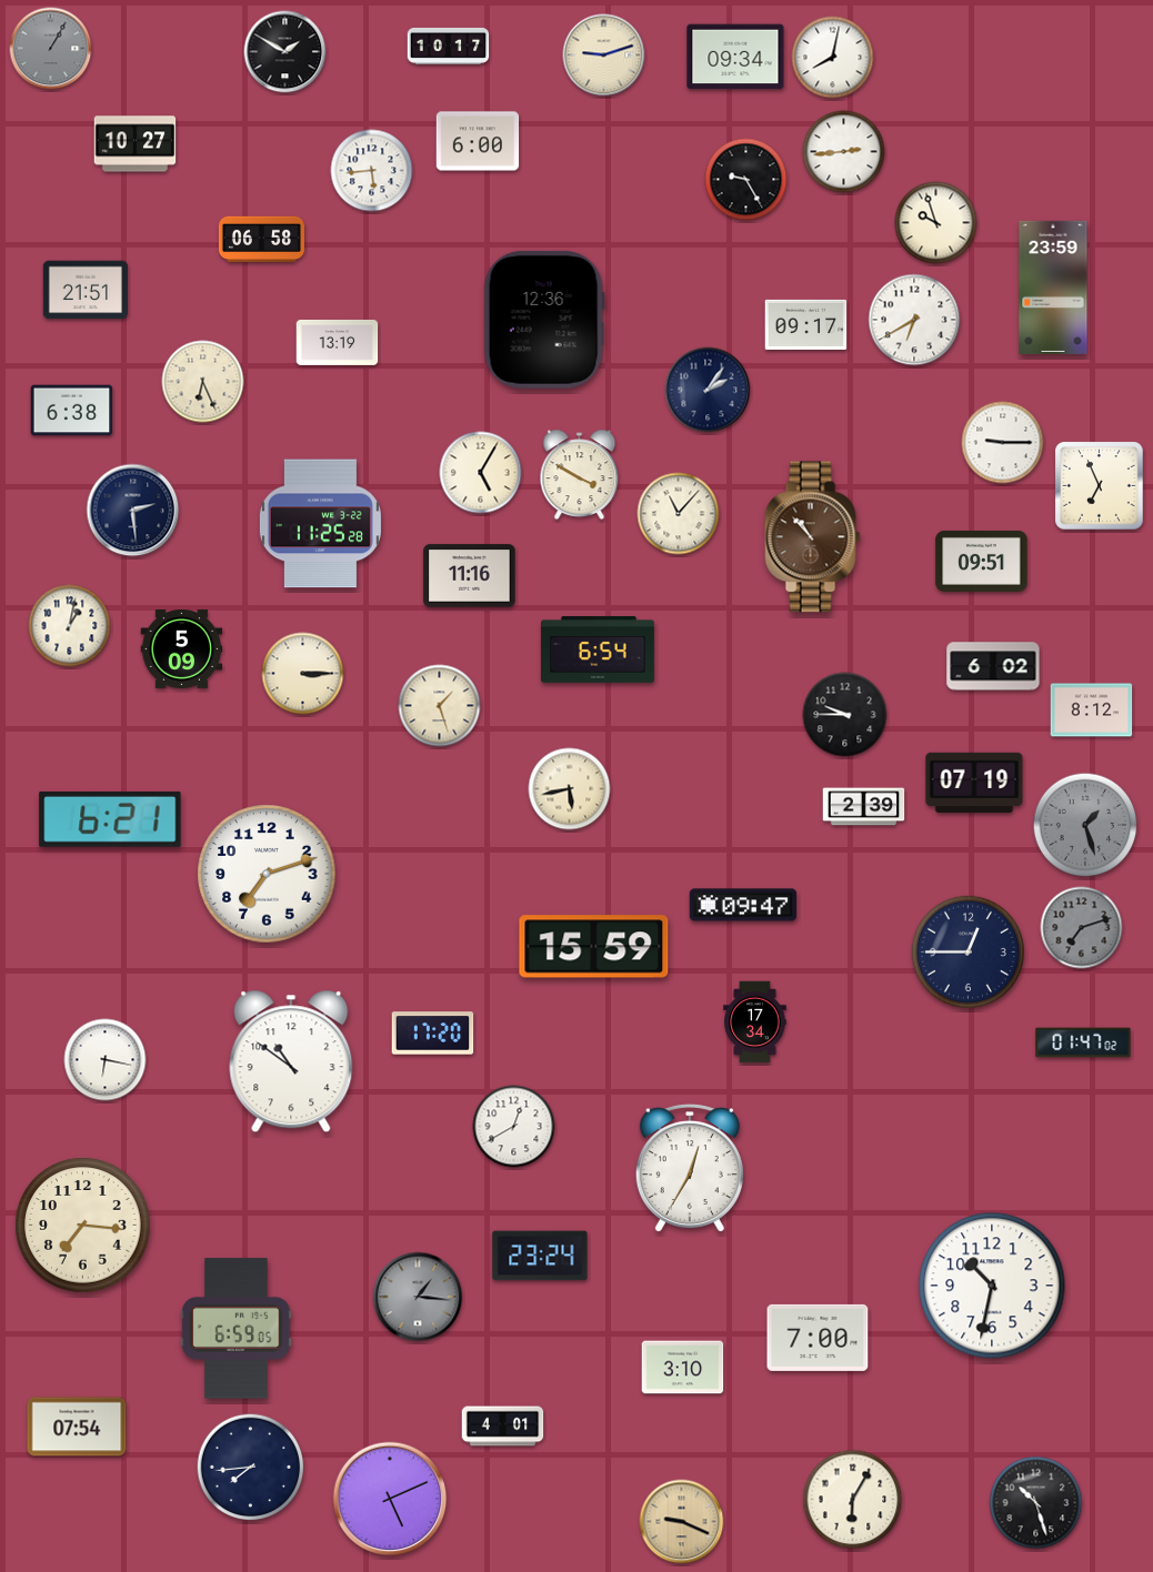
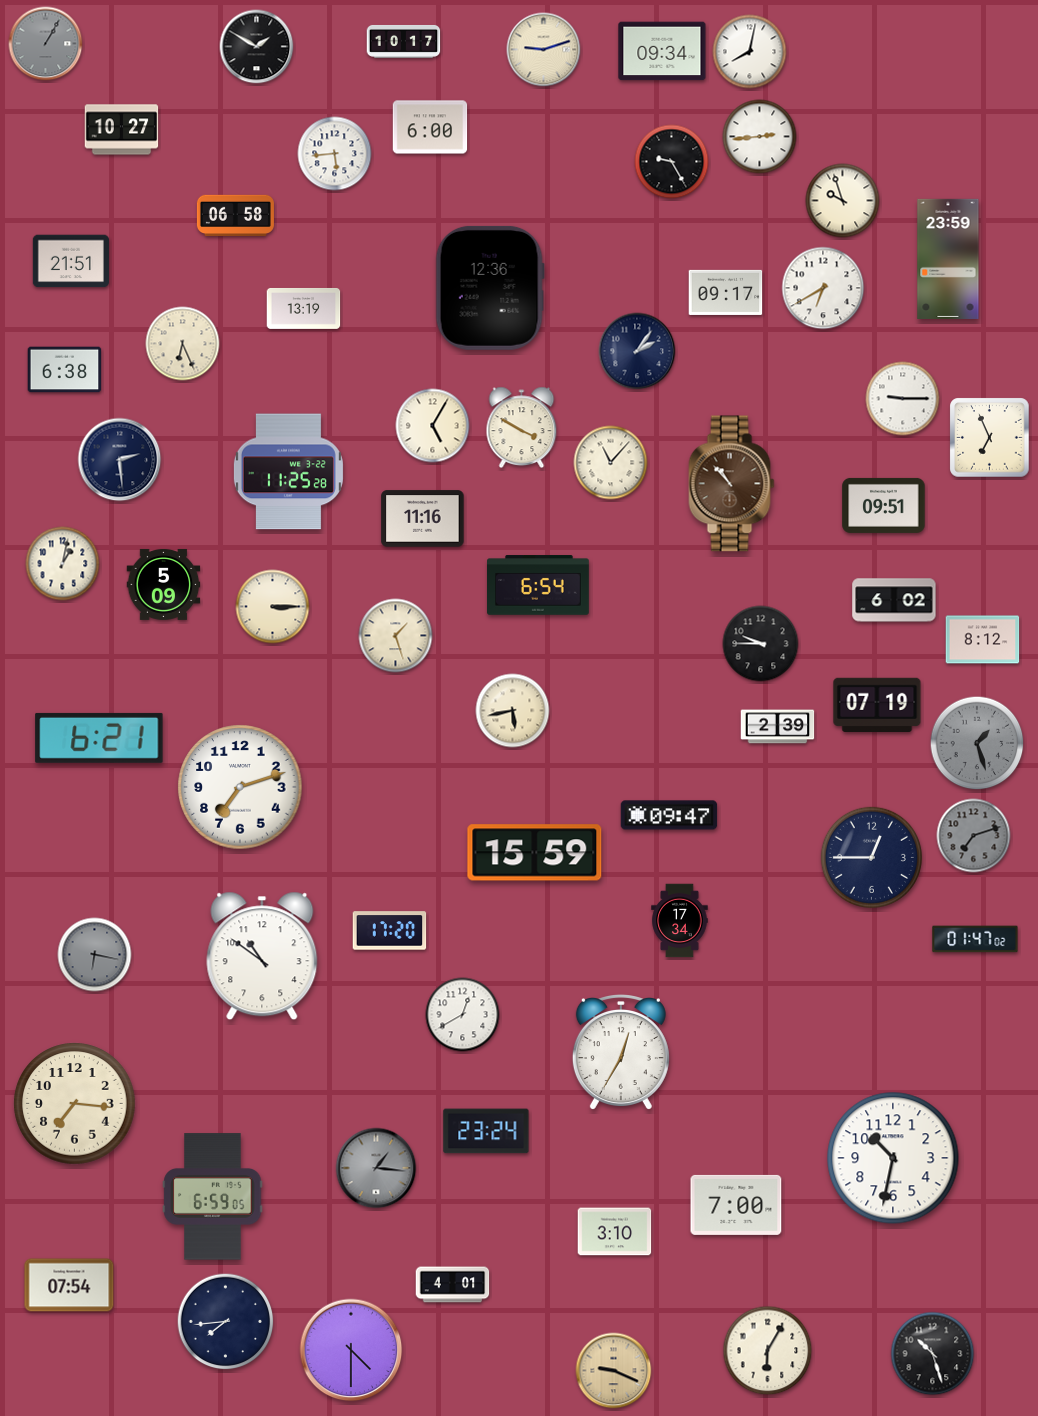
clock at (86, 290) position: (86, 290) -> (71, 261)
clock at (106, 1060) dial: white -> grey
clock at (390, 1499): 5:11 -> 4:30
